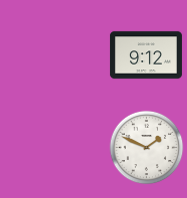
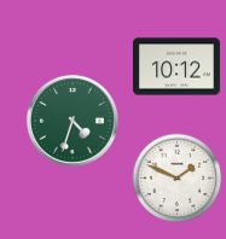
clock at (146, 55): 9:12 -> 10:12
clock at (73, 121): none -> 4:33
